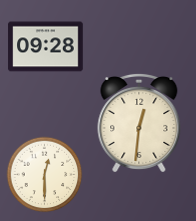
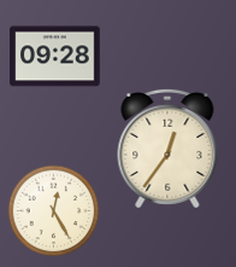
clock at (139, 123): 12:31 -> 12:36
clock at (45, 175): 12:30 -> 12:25
